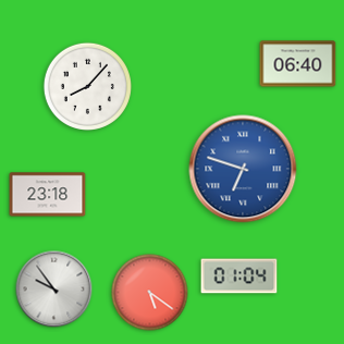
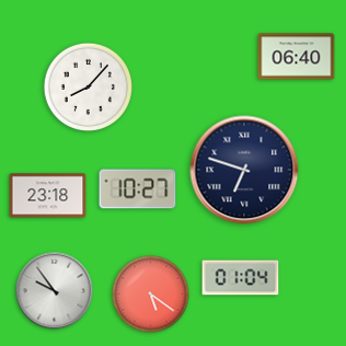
clock at (298, 64) position: (298, 64) -> (297, 57)
clock at (243, 169) dial: blue -> navy
clock at (138, 189): none -> 10:27
